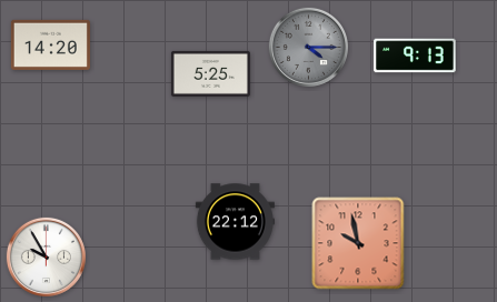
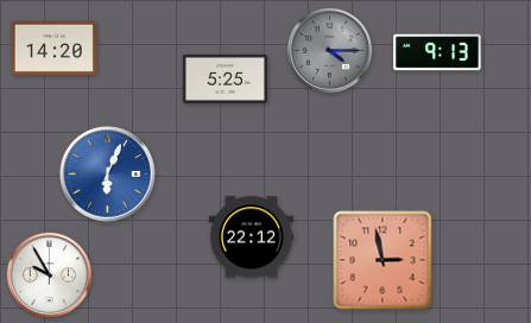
clock at (415, 56) position: (415, 56) -> (437, 52)
clock at (108, 175): none -> 6:04
clock at (358, 243): 9:58 -> 2:58
